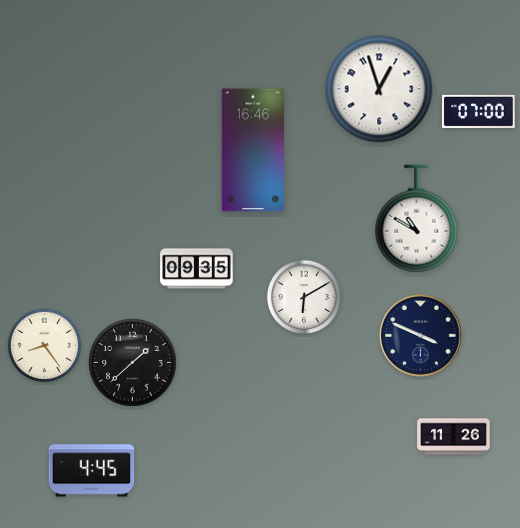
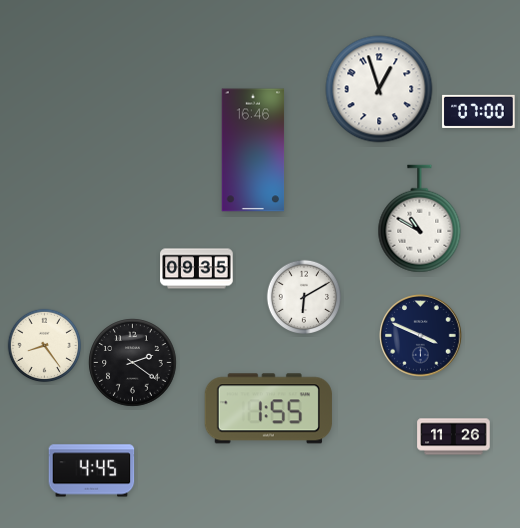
clock at (417, 219) position: (417, 219) -> (420, 219)
clock at (133, 363): 1:38 -> 2:21
clock at (268, 409): none -> 1:55
